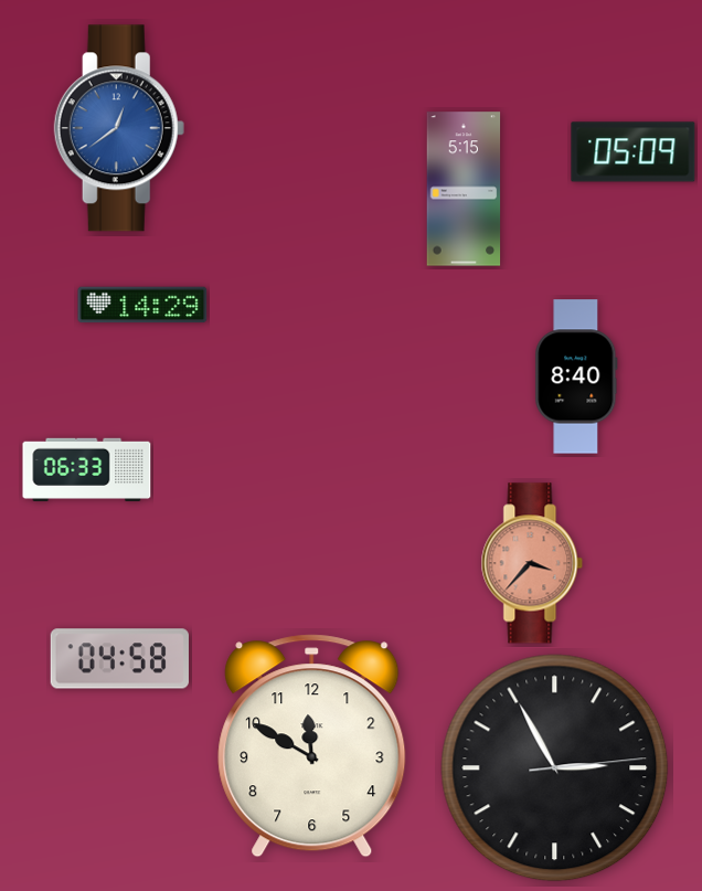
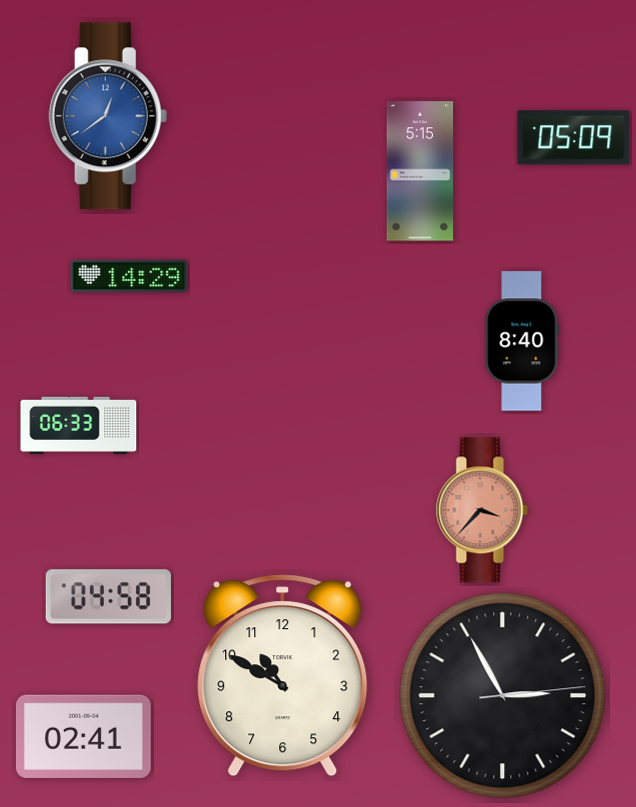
clock at (312, 746): 11:50 -> 10:50
clock at (83, 736): none -> 02:41
